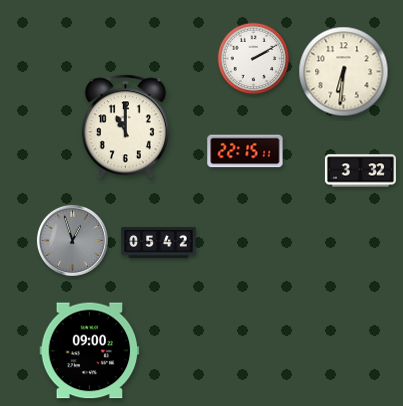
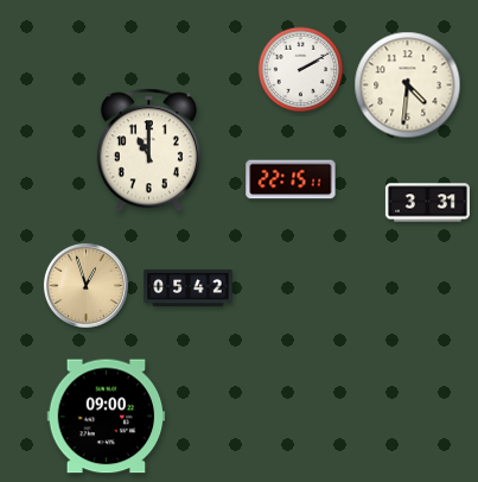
clock at (344, 72): 6:31 -> 4:31
clock at (360, 171): 3:32 -> 3:31
clock at (72, 240) dial: grey -> champagne
